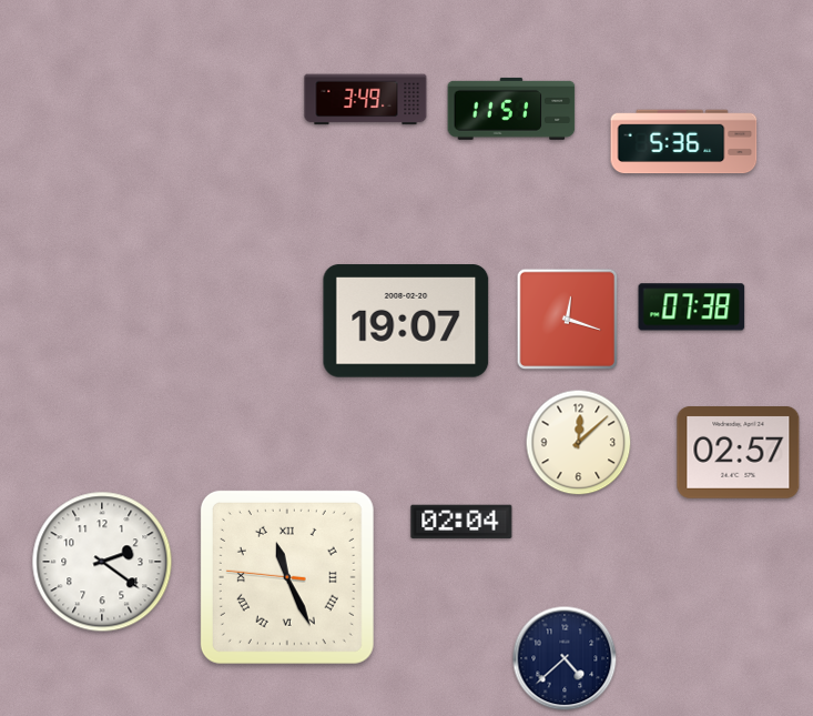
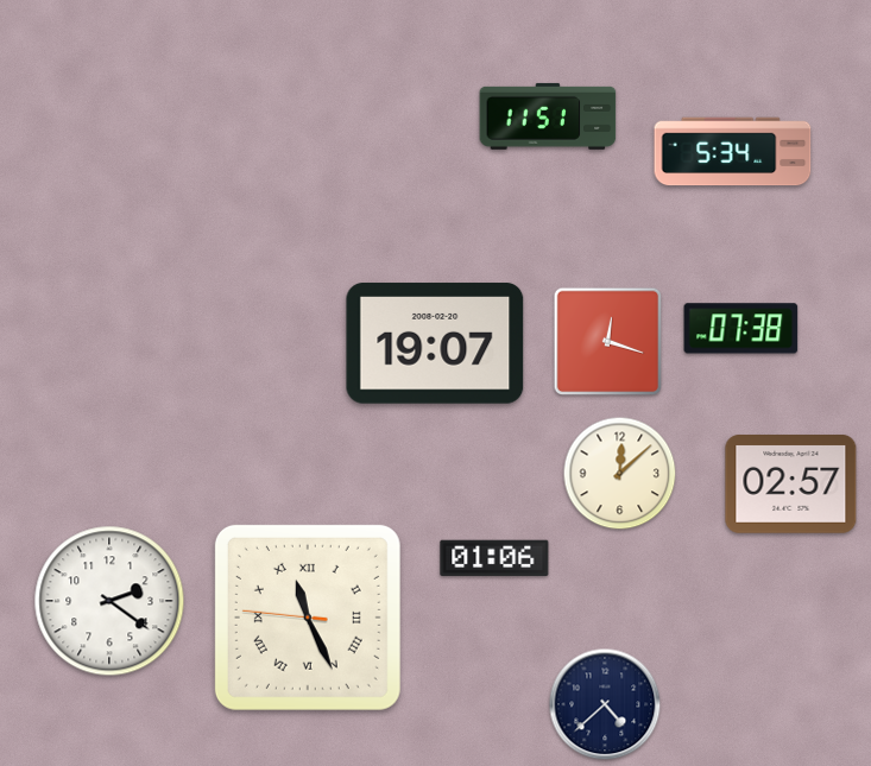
clock at (366, 100): 3:49 -> none
clock at (684, 142): 5:36 -> 5:34
clock at (461, 521): 02:04 -> 01:06
